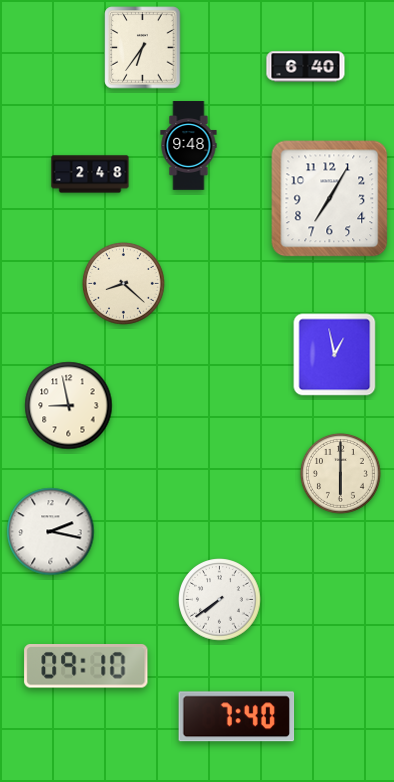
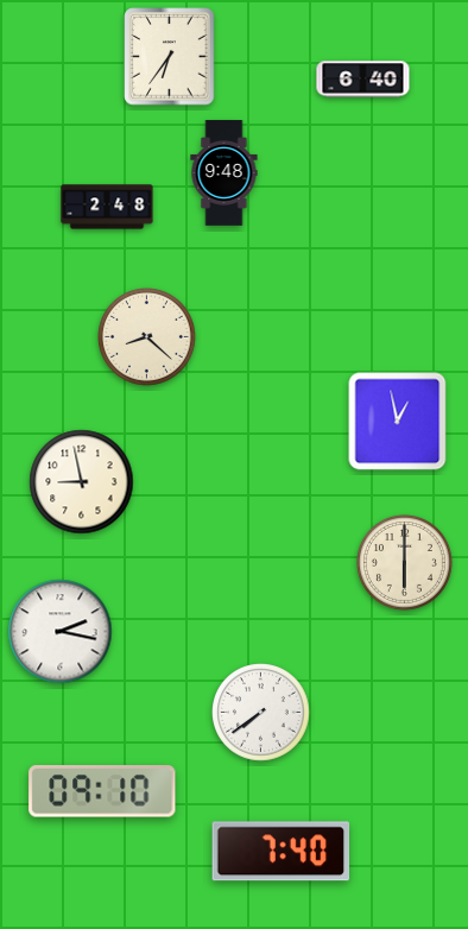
clock at (330, 199): 7:05 -> none
